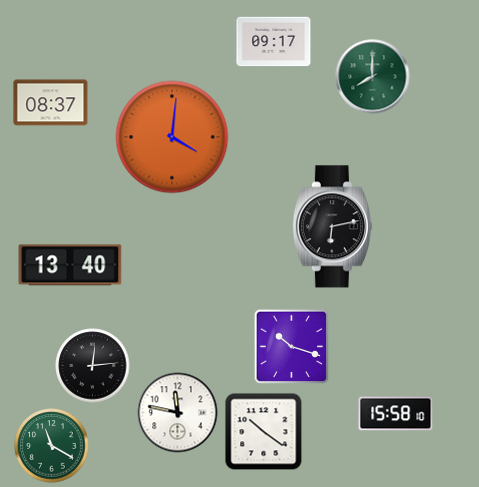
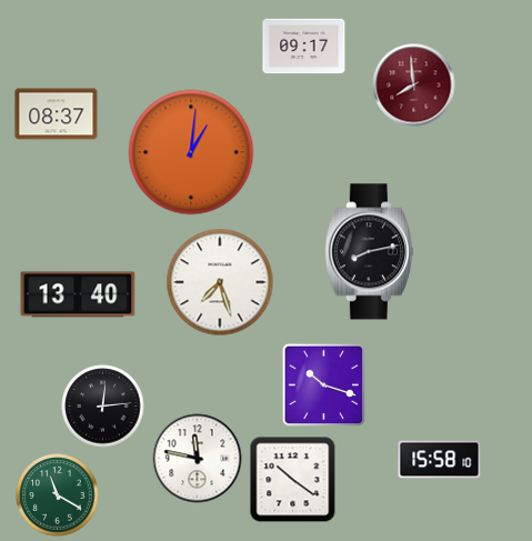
clock at (373, 77): 8:00 -> 7:59
clock at (373, 77) dial: green -> burgundy
clock at (172, 137): 4:01 -> 1:01
clock at (332, 227): 6:13 -> 8:13
clock at (220, 282): none -> 7:27
